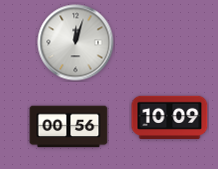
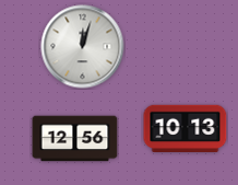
clock at (170, 117): 10:09 -> 10:13
clock at (69, 127): 00:56 -> 12:56
